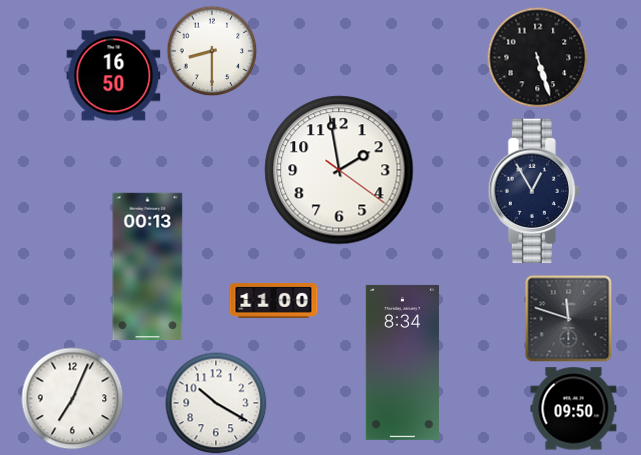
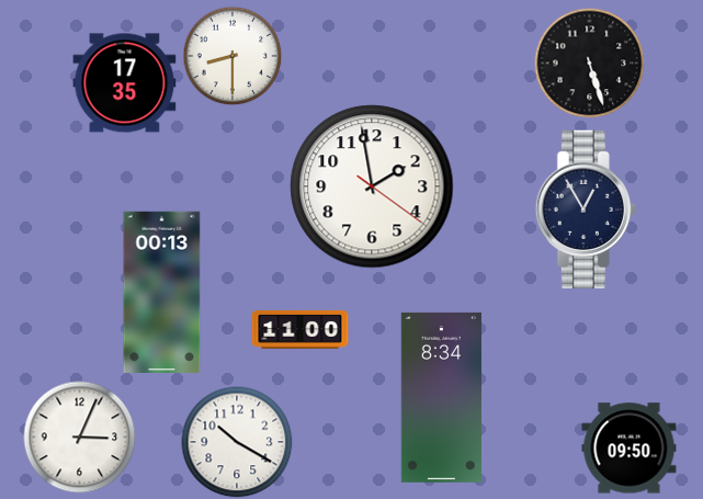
clock at (114, 76): 16:50 -> 17:35
clock at (568, 318): 11:48 -> none
clock at (73, 399): 7:04 -> 3:04
